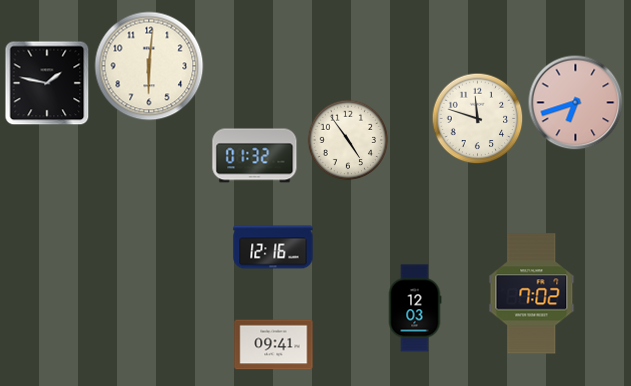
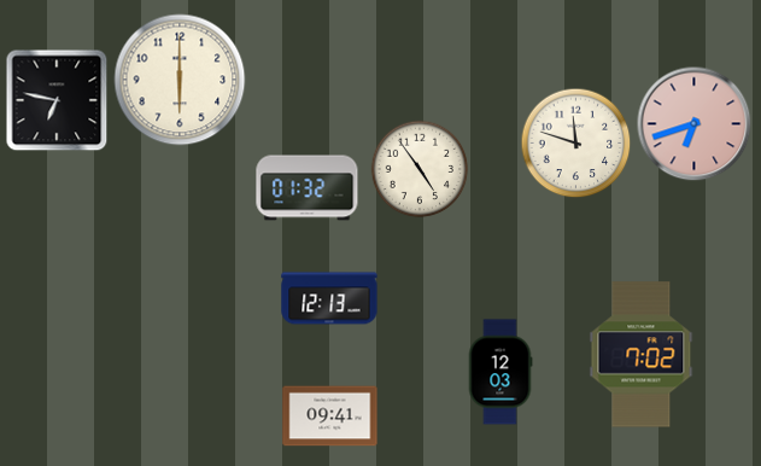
clock at (149, 66): 6:01 -> 6:00
clock at (47, 83): 1:47 -> 6:47
clock at (273, 247): 12:16 -> 12:13
